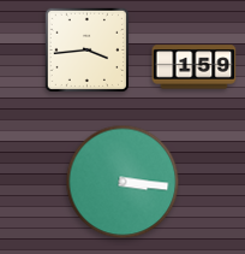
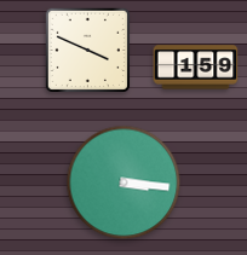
clock at (86, 49): 3:44 -> 3:49
